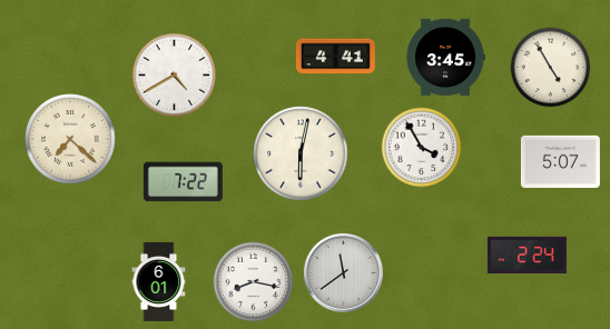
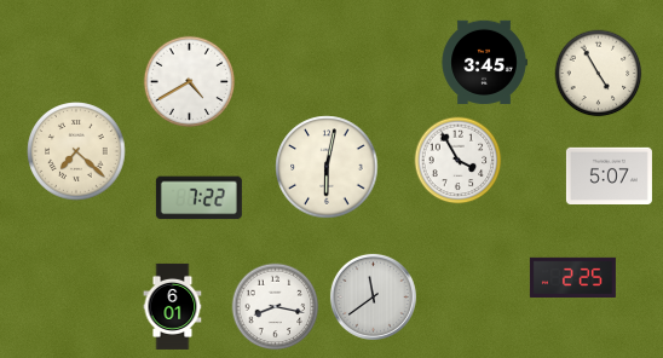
clock at (335, 57): 4:41 -> none
clock at (527, 256): 2:24 -> 2:25
